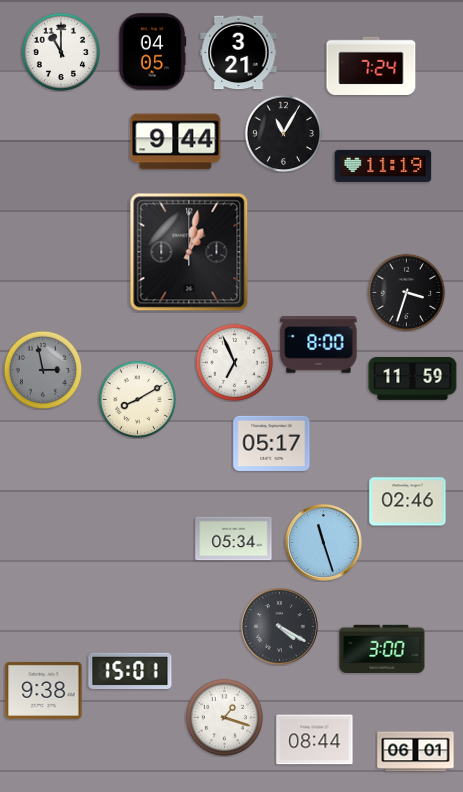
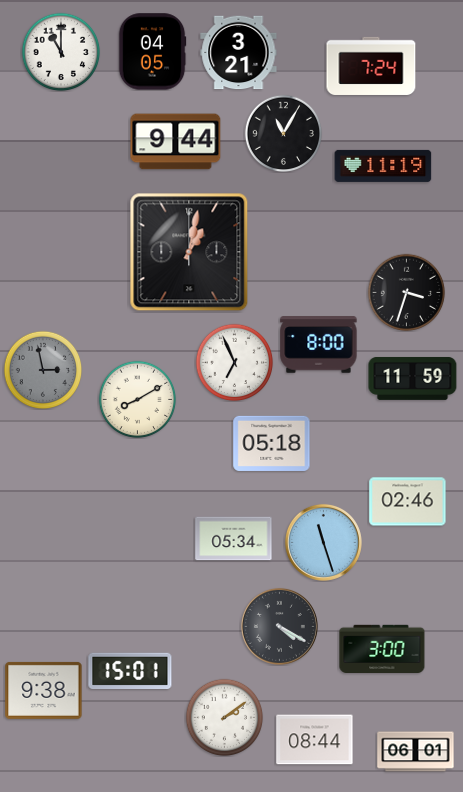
clock at (272, 443): 05:17 -> 05:18
clock at (224, 717): 1:18 -> 2:09
